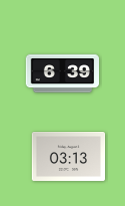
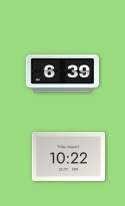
clock at (69, 156): 03:13 -> 10:22
